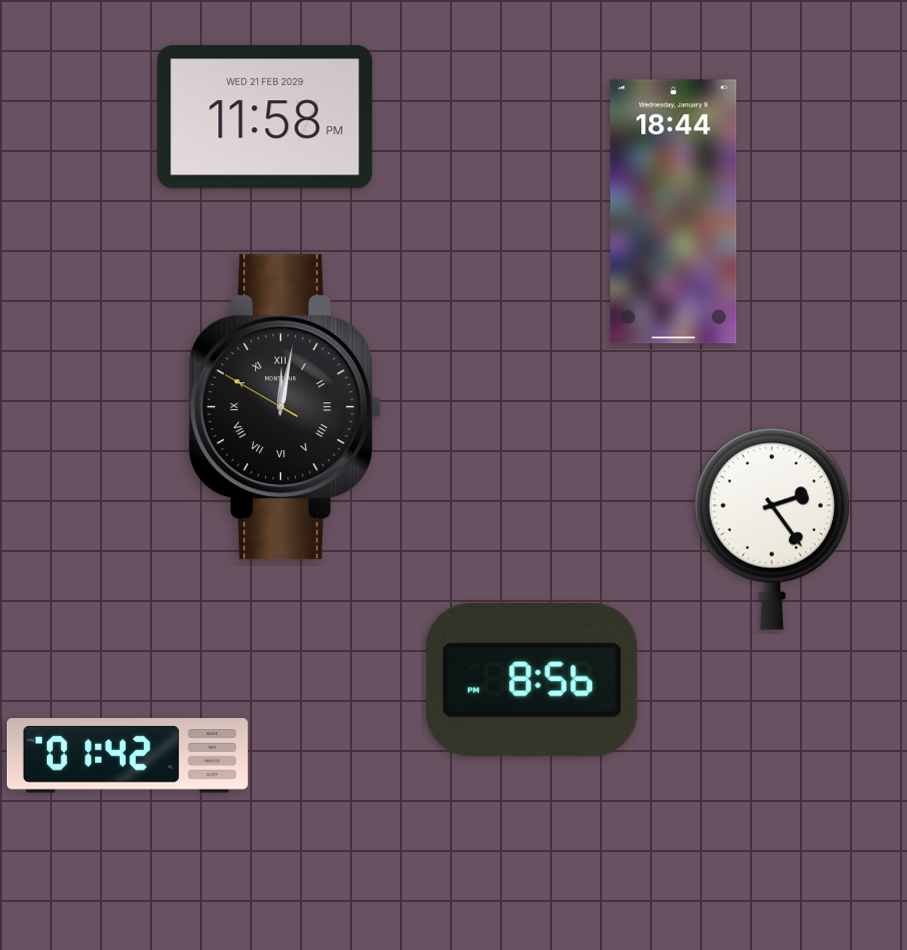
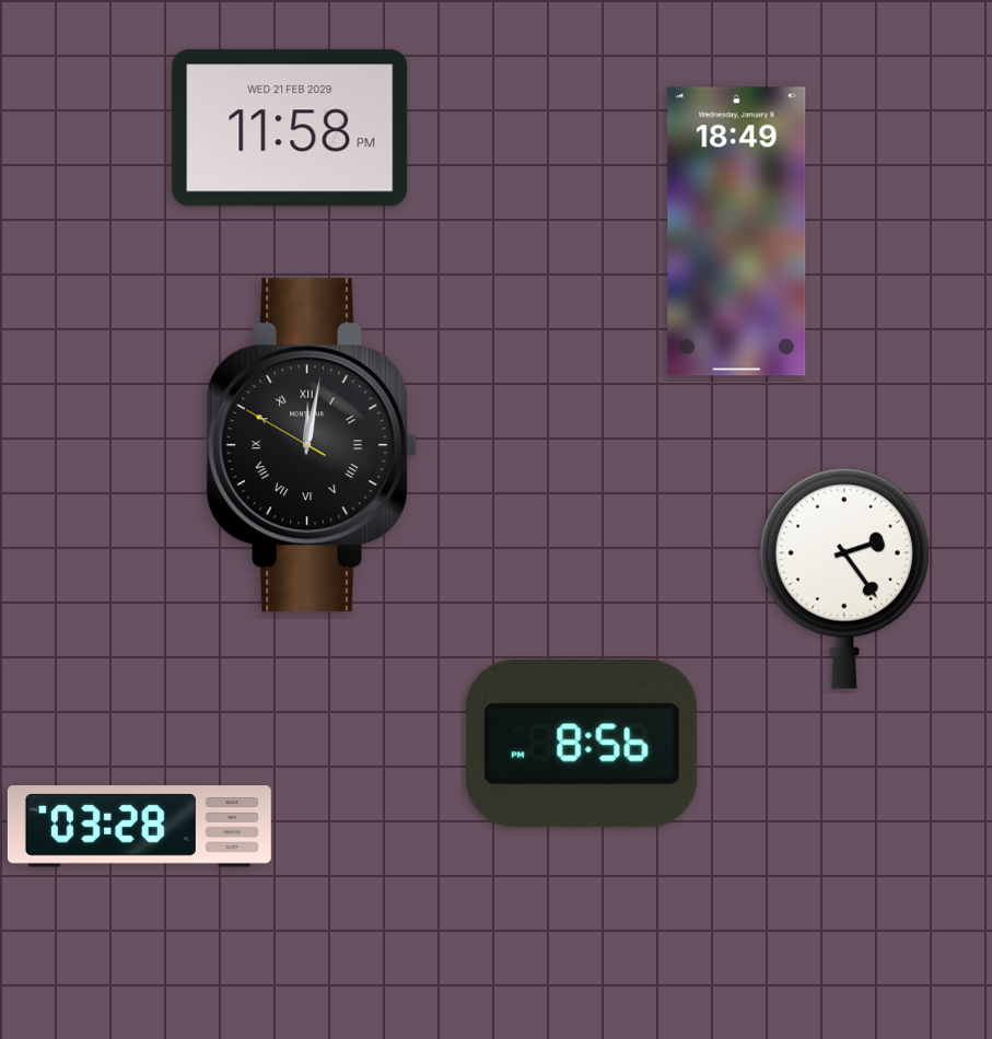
clock at (674, 212): 18:44 -> 18:49
clock at (127, 756): 01:42 -> 03:28
